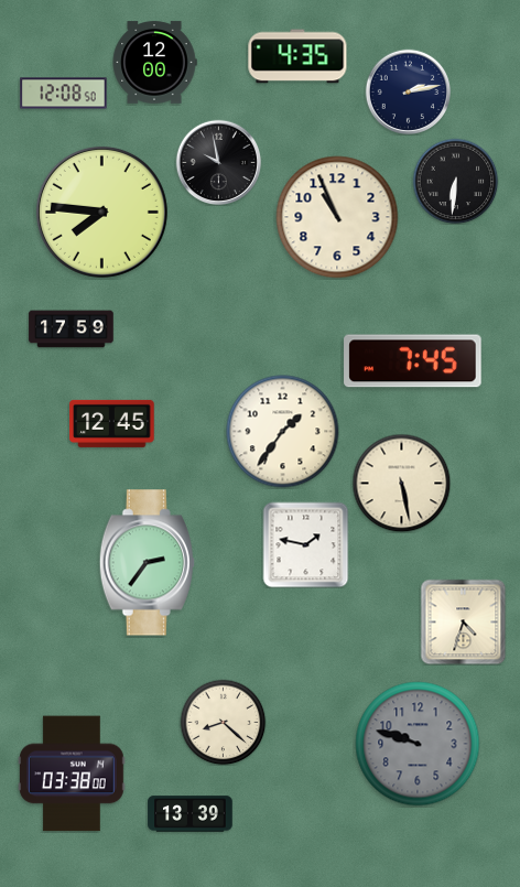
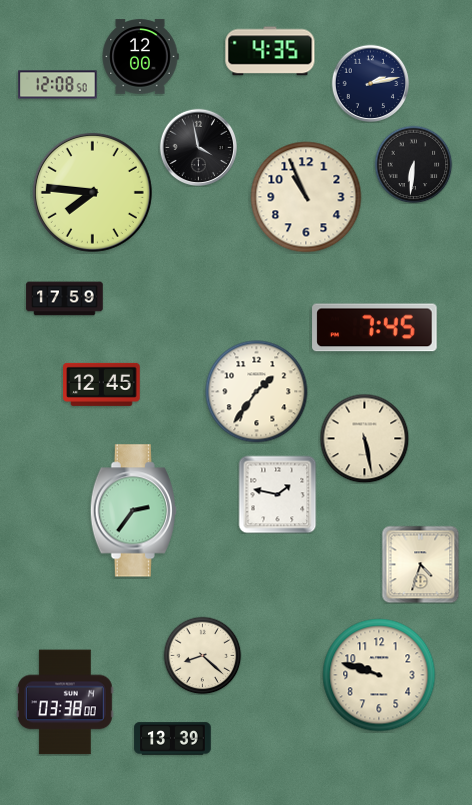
clock at (218, 162): 9:58 -> 3:58
clock at (418, 744) dial: grey -> cream
